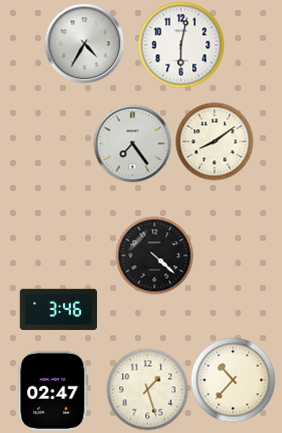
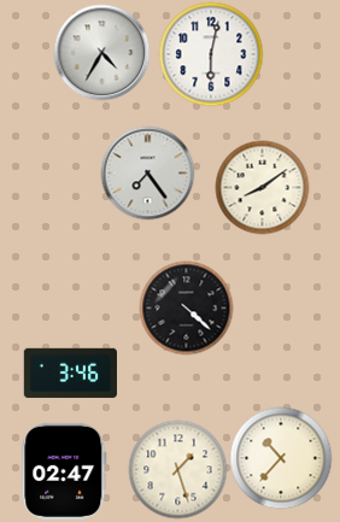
clock at (181, 45) position: (181, 45) -> (211, 54)
clock at (214, 141) position: (214, 141) -> (262, 187)
clock at (132, 143) position: (132, 143) -> (147, 172)
